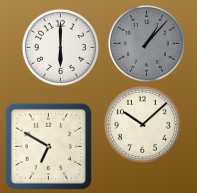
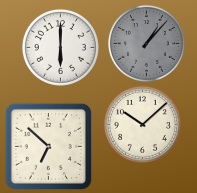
clock at (48, 146): 6:50 -> 6:52
